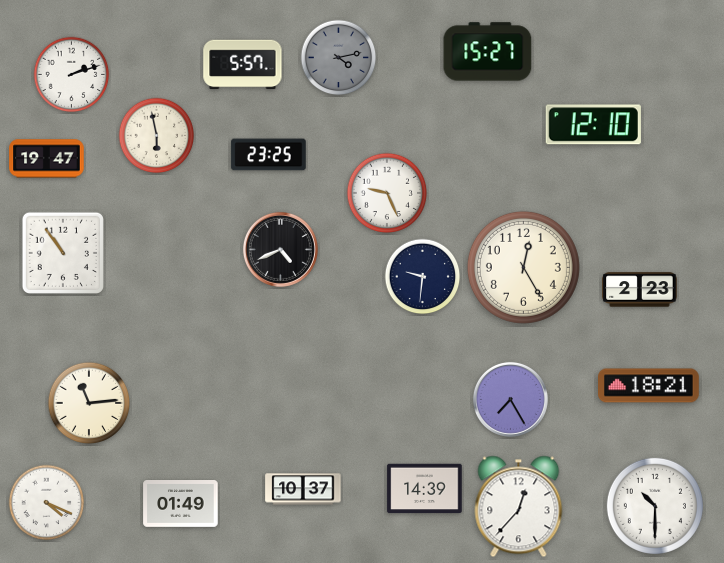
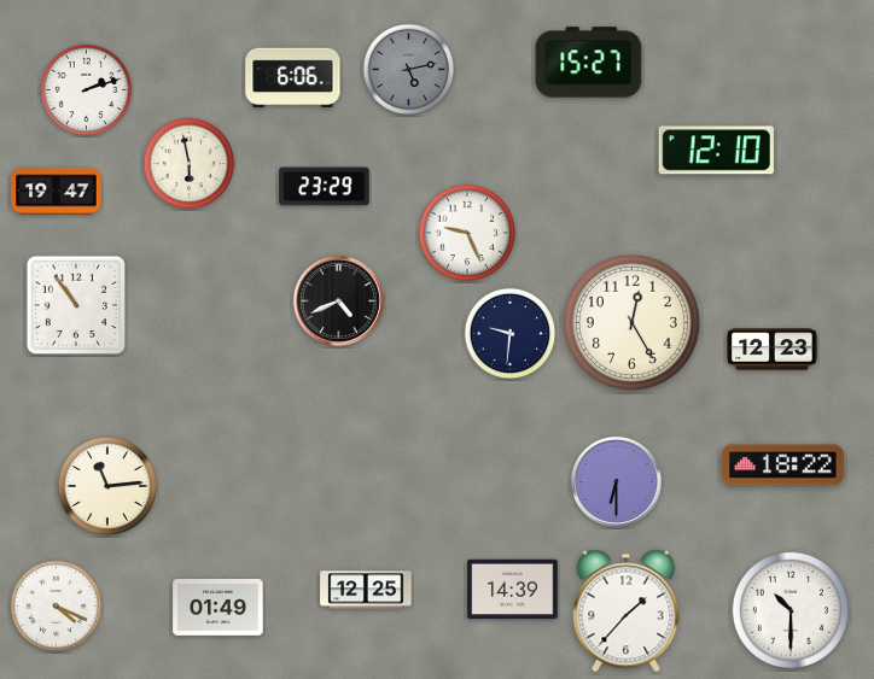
clock at (339, 58): 4:13 -> 5:13
clock at (243, 65): 5:57 -> 6:06
clock at (269, 155): 23:25 -> 23:29
clock at (640, 290): 2:23 -> 12:23
clock at (649, 386): 18:21 -> 18:22
clock at (510, 399): 7:25 -> 6:30
clock at (303, 489): 10:37 -> 12:25
clock at (519, 507): 12:37 -> 1:37
